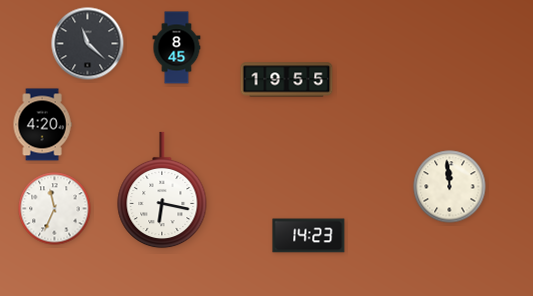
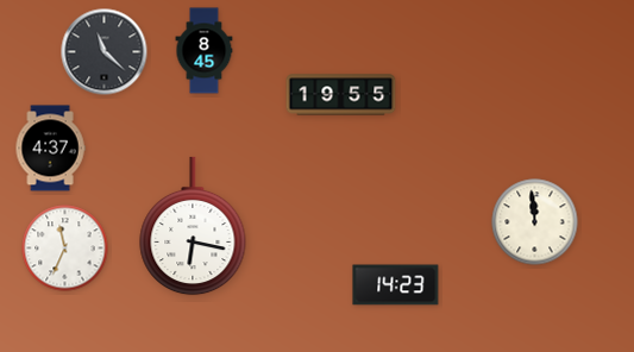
clock at (177, 48) position: (177, 48) -> (205, 51)
clock at (42, 125): 4:20 -> 4:37
clock at (309, 236) position: (309, 236) -> (396, 285)
